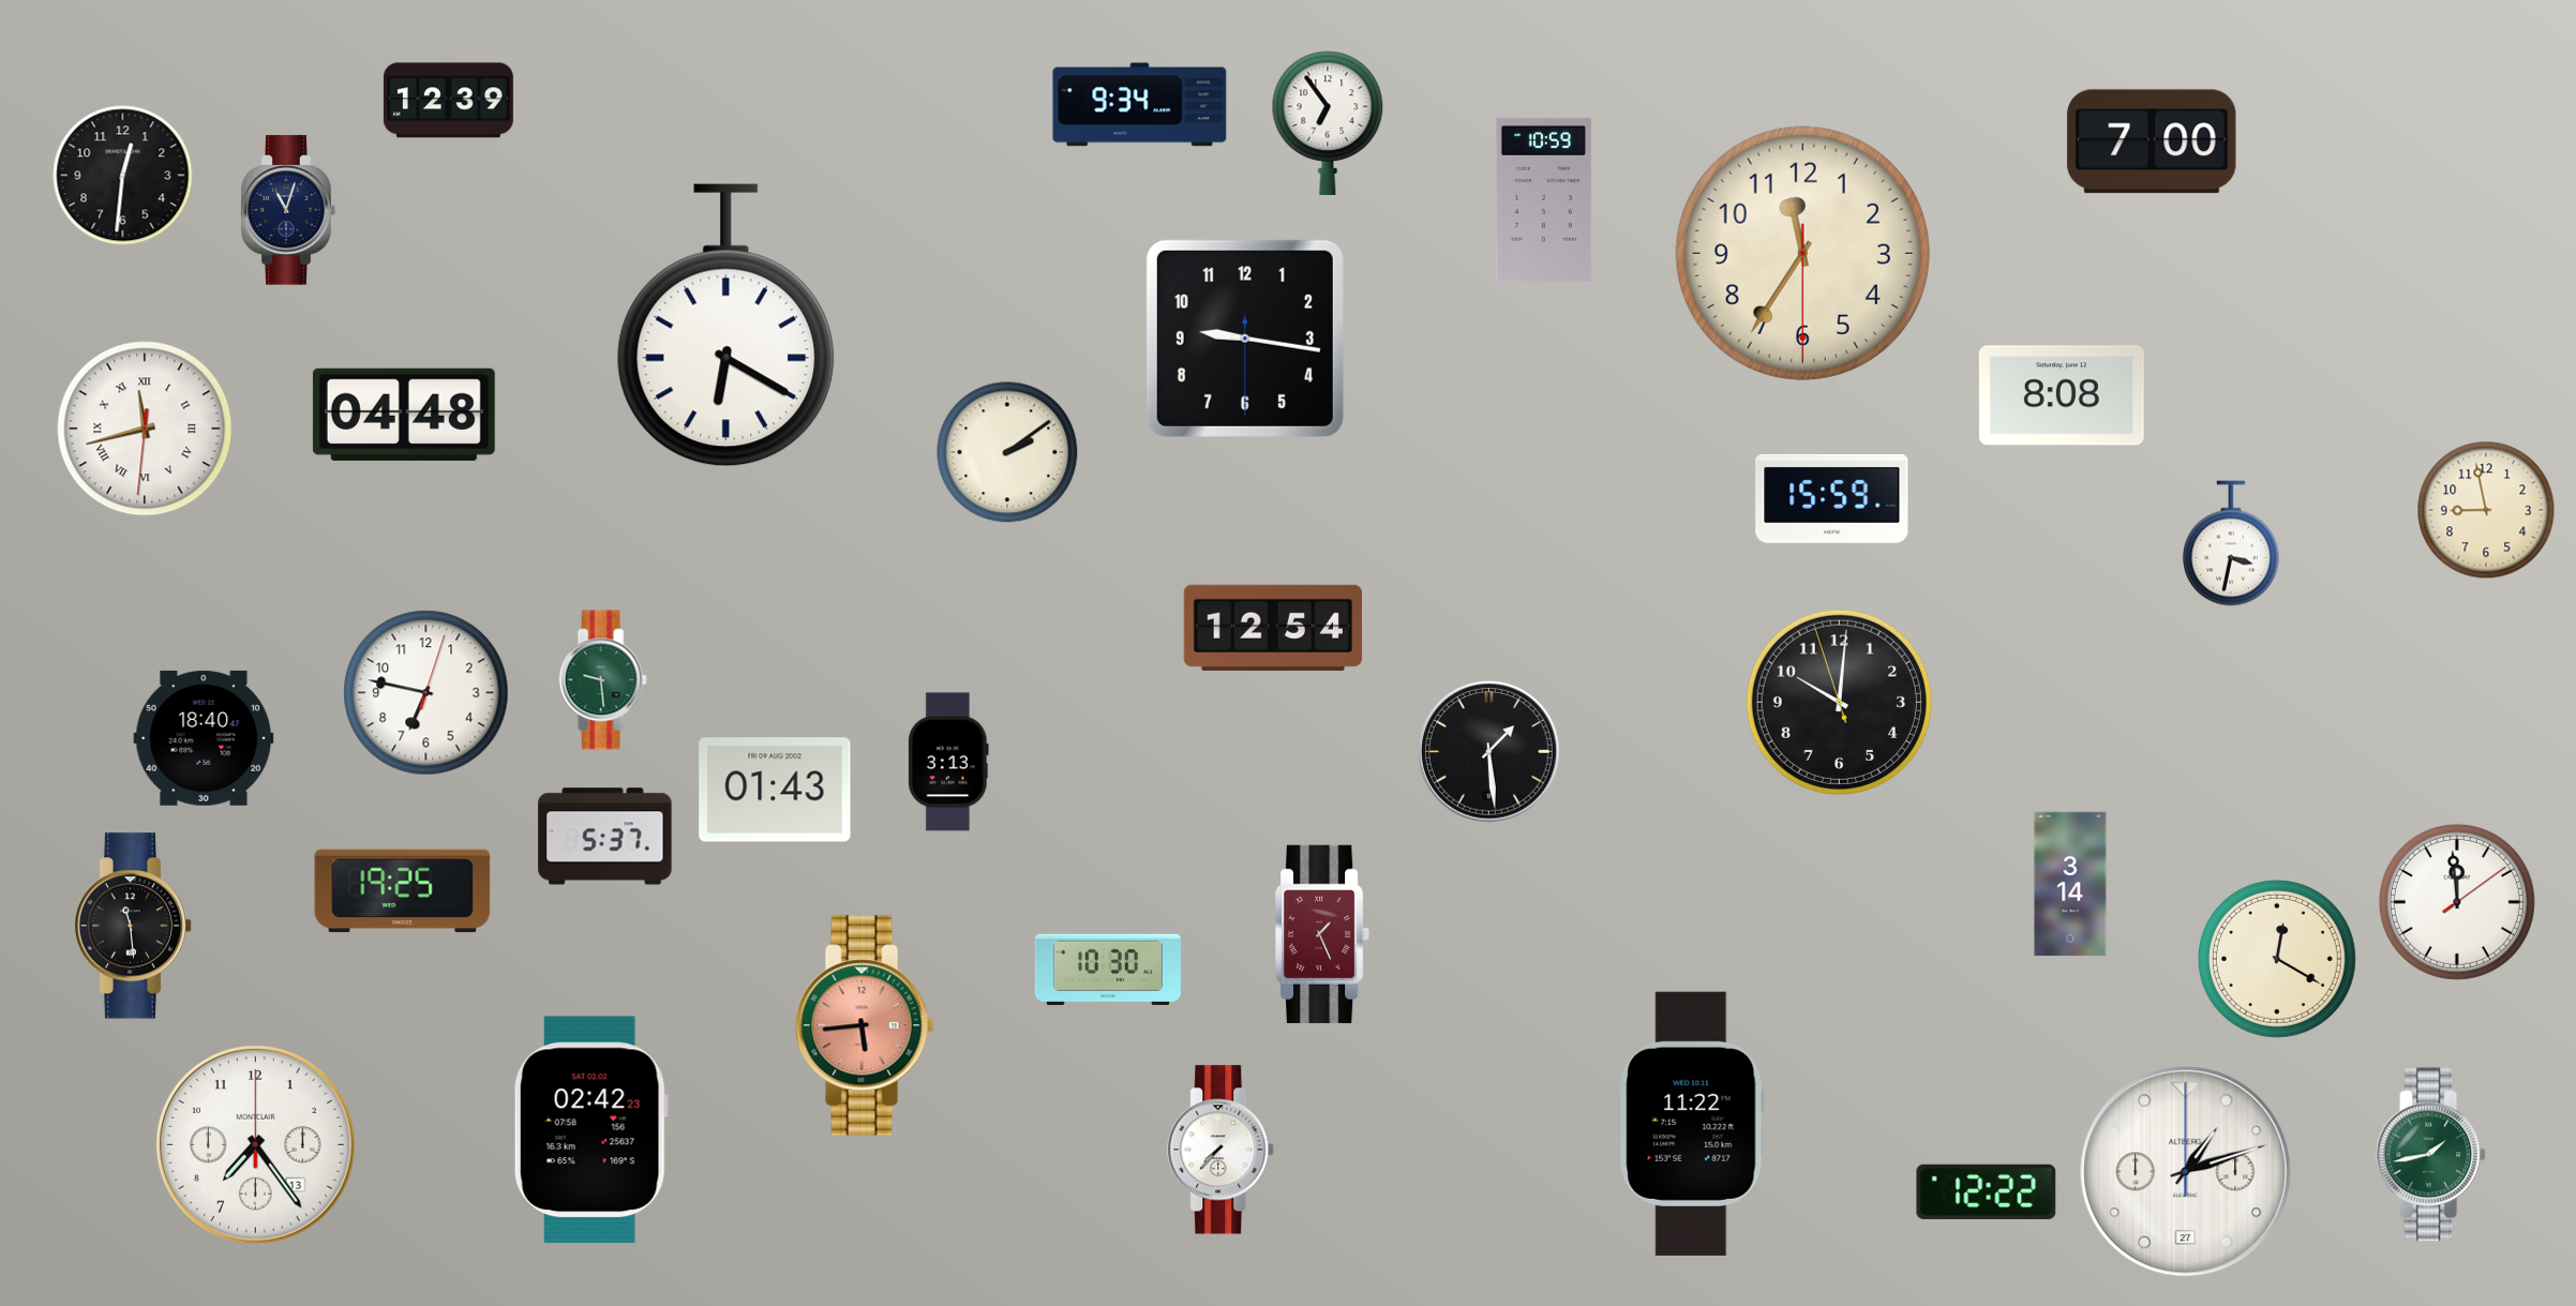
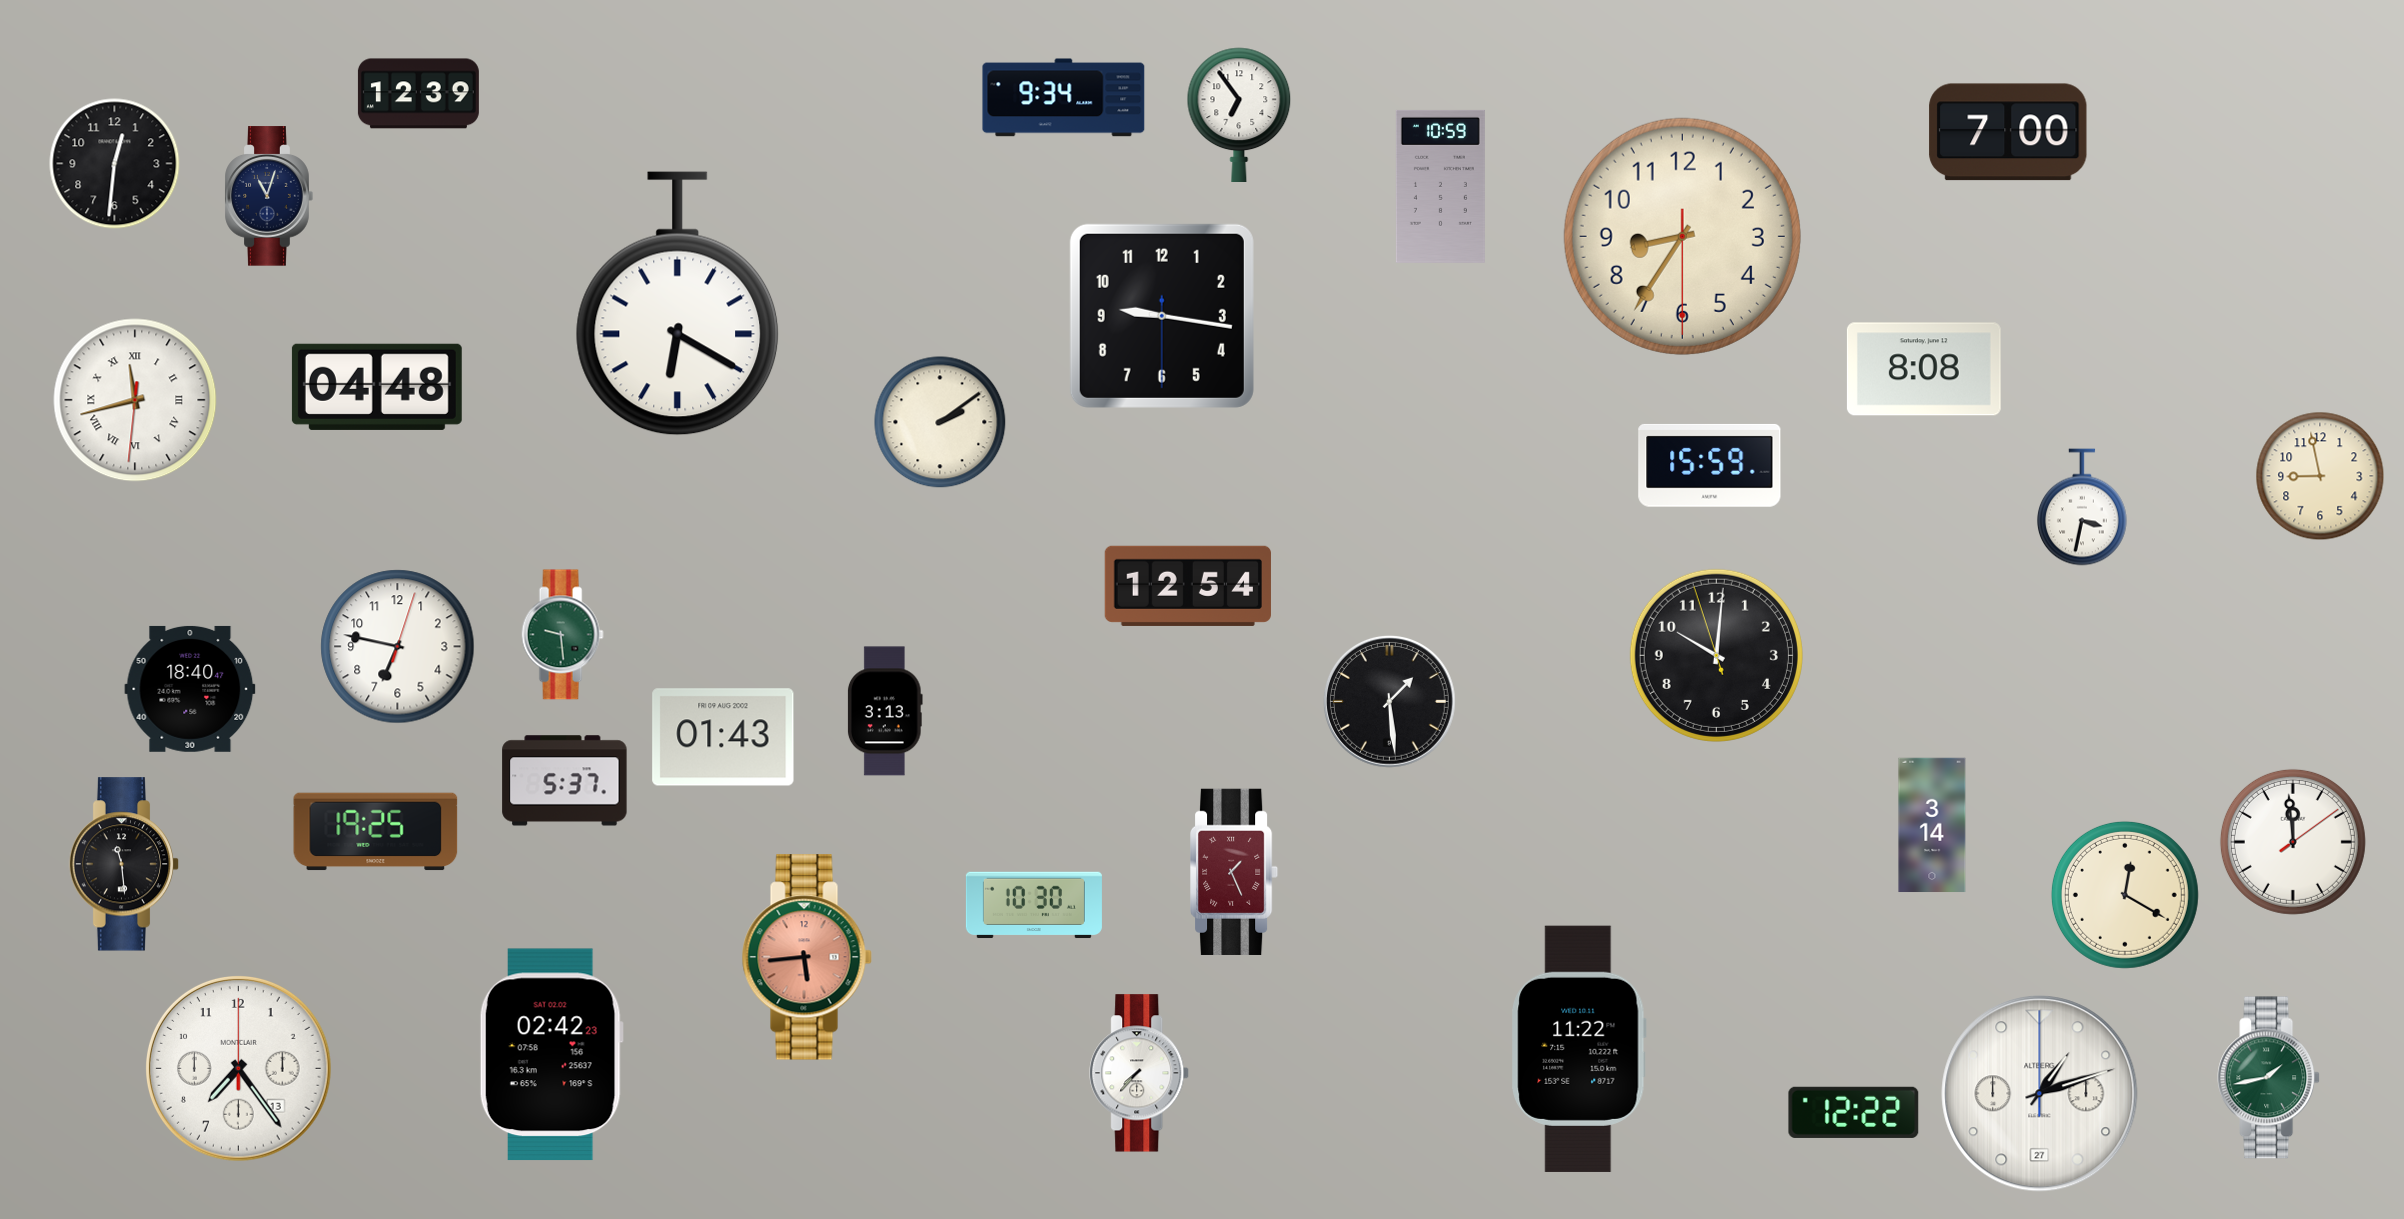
clock at (1802, 253): 11:35 -> 8:35
